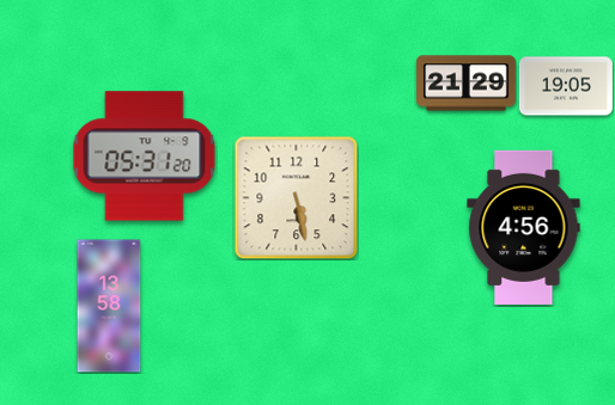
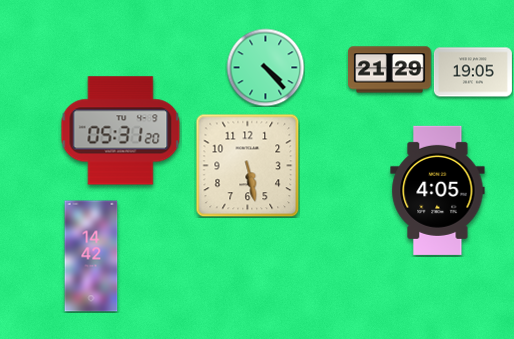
clock at (265, 67): none -> 4:23
clock at (524, 227): 4:56 -> 4:05
clock at (109, 306): 13:58 -> 14:42
